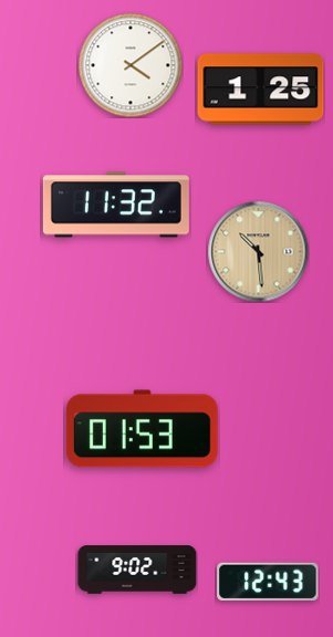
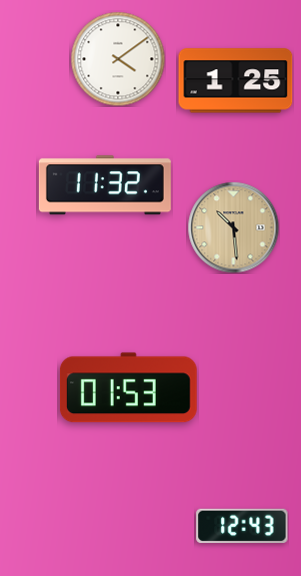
clock at (137, 570): 9:02 -> none
